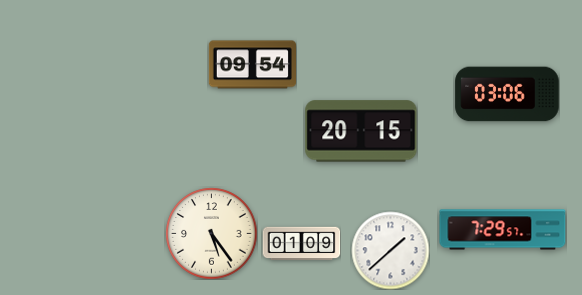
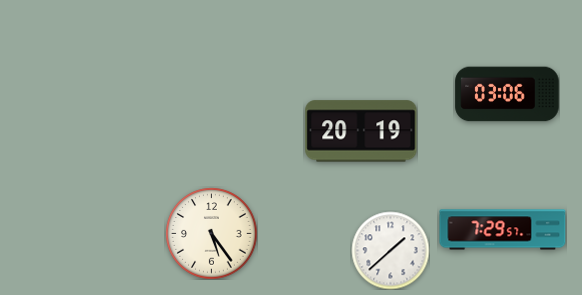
clock at (252, 65): 09:54 -> none
clock at (361, 131): 20:15 -> 20:19
clock at (301, 244): 01:09 -> none
